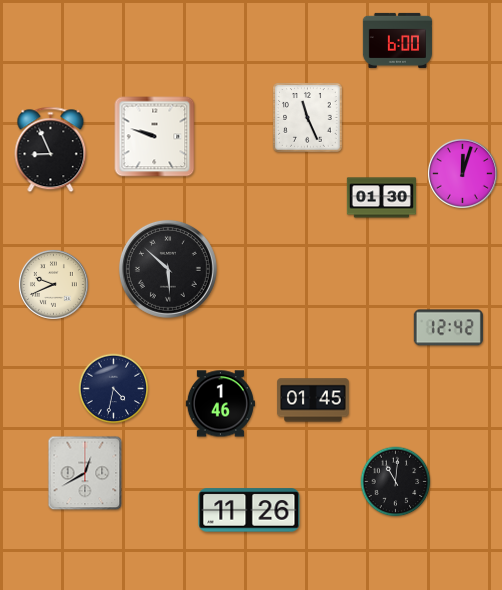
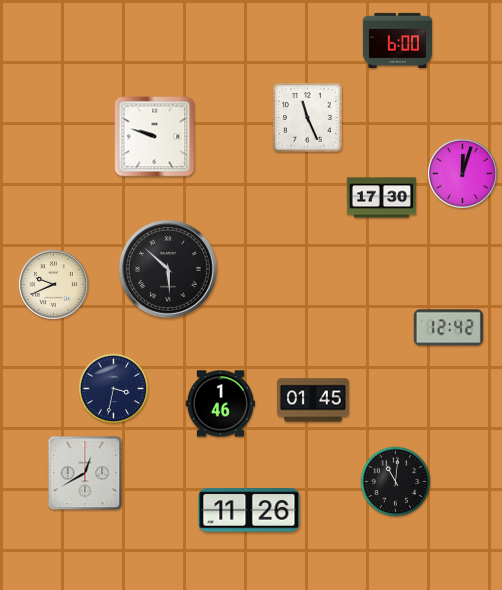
clock at (51, 150): 8:56 -> none
clock at (381, 198): 01:30 -> 17:30
clock at (114, 389): 4:32 -> 3:32
